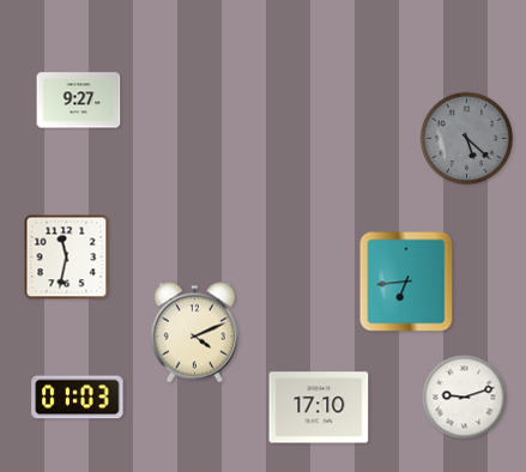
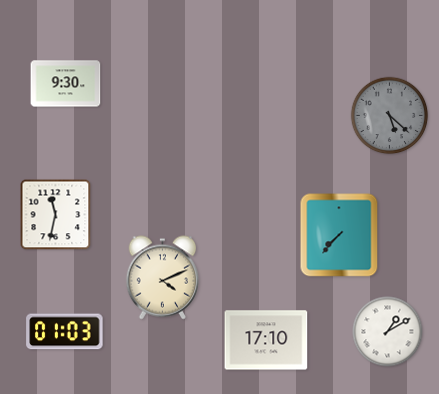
clock at (79, 101): 9:27 -> 9:30
clock at (406, 282): 6:44 -> 7:37
clock at (465, 398): 9:12 -> 1:10
